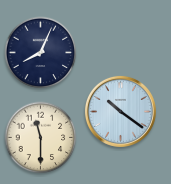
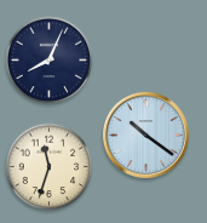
clock at (41, 53) position: (41, 53) -> (50, 61)
clock at (41, 138): 11:30 -> 11:33
